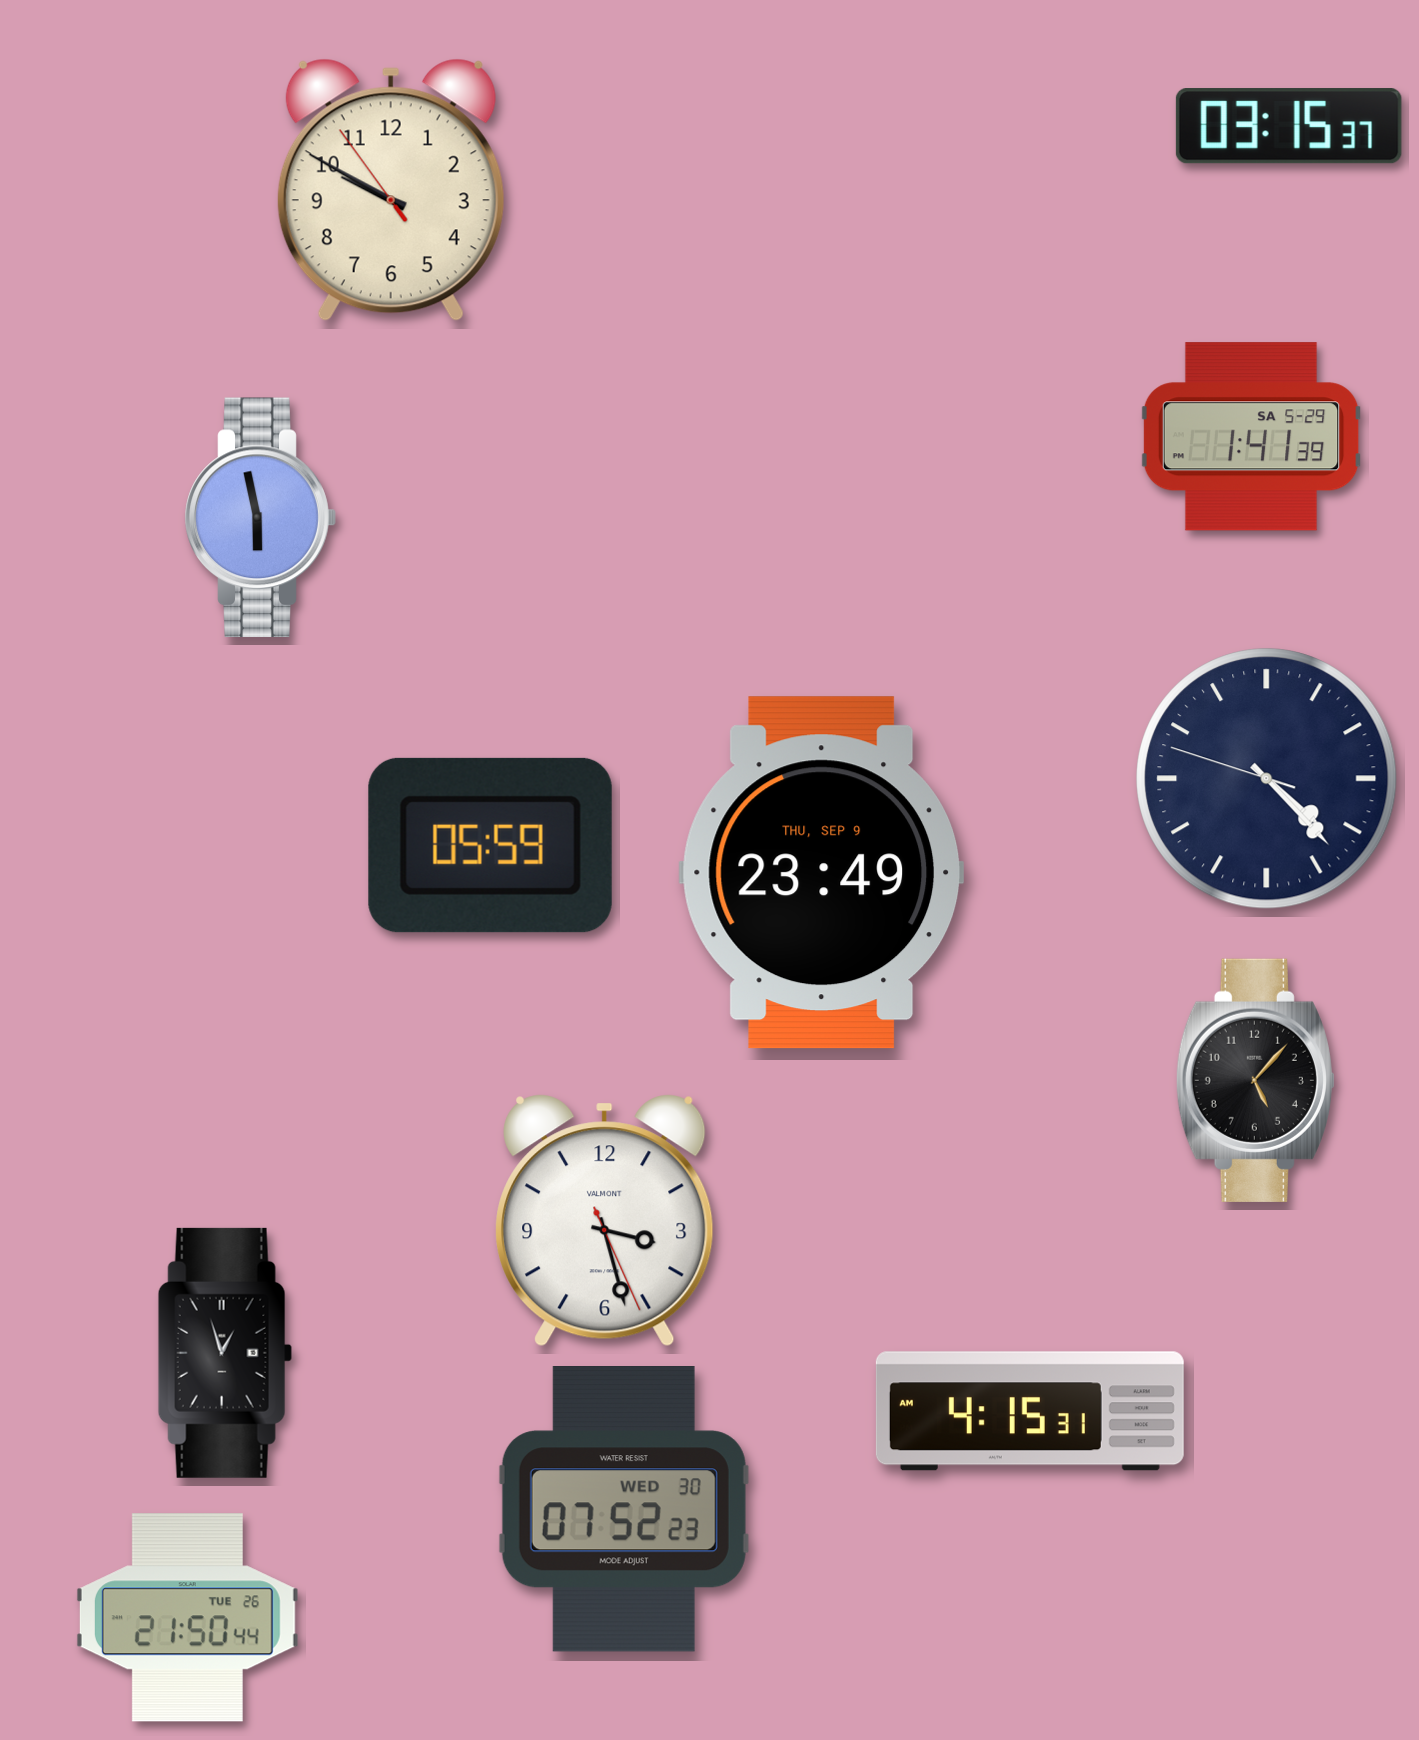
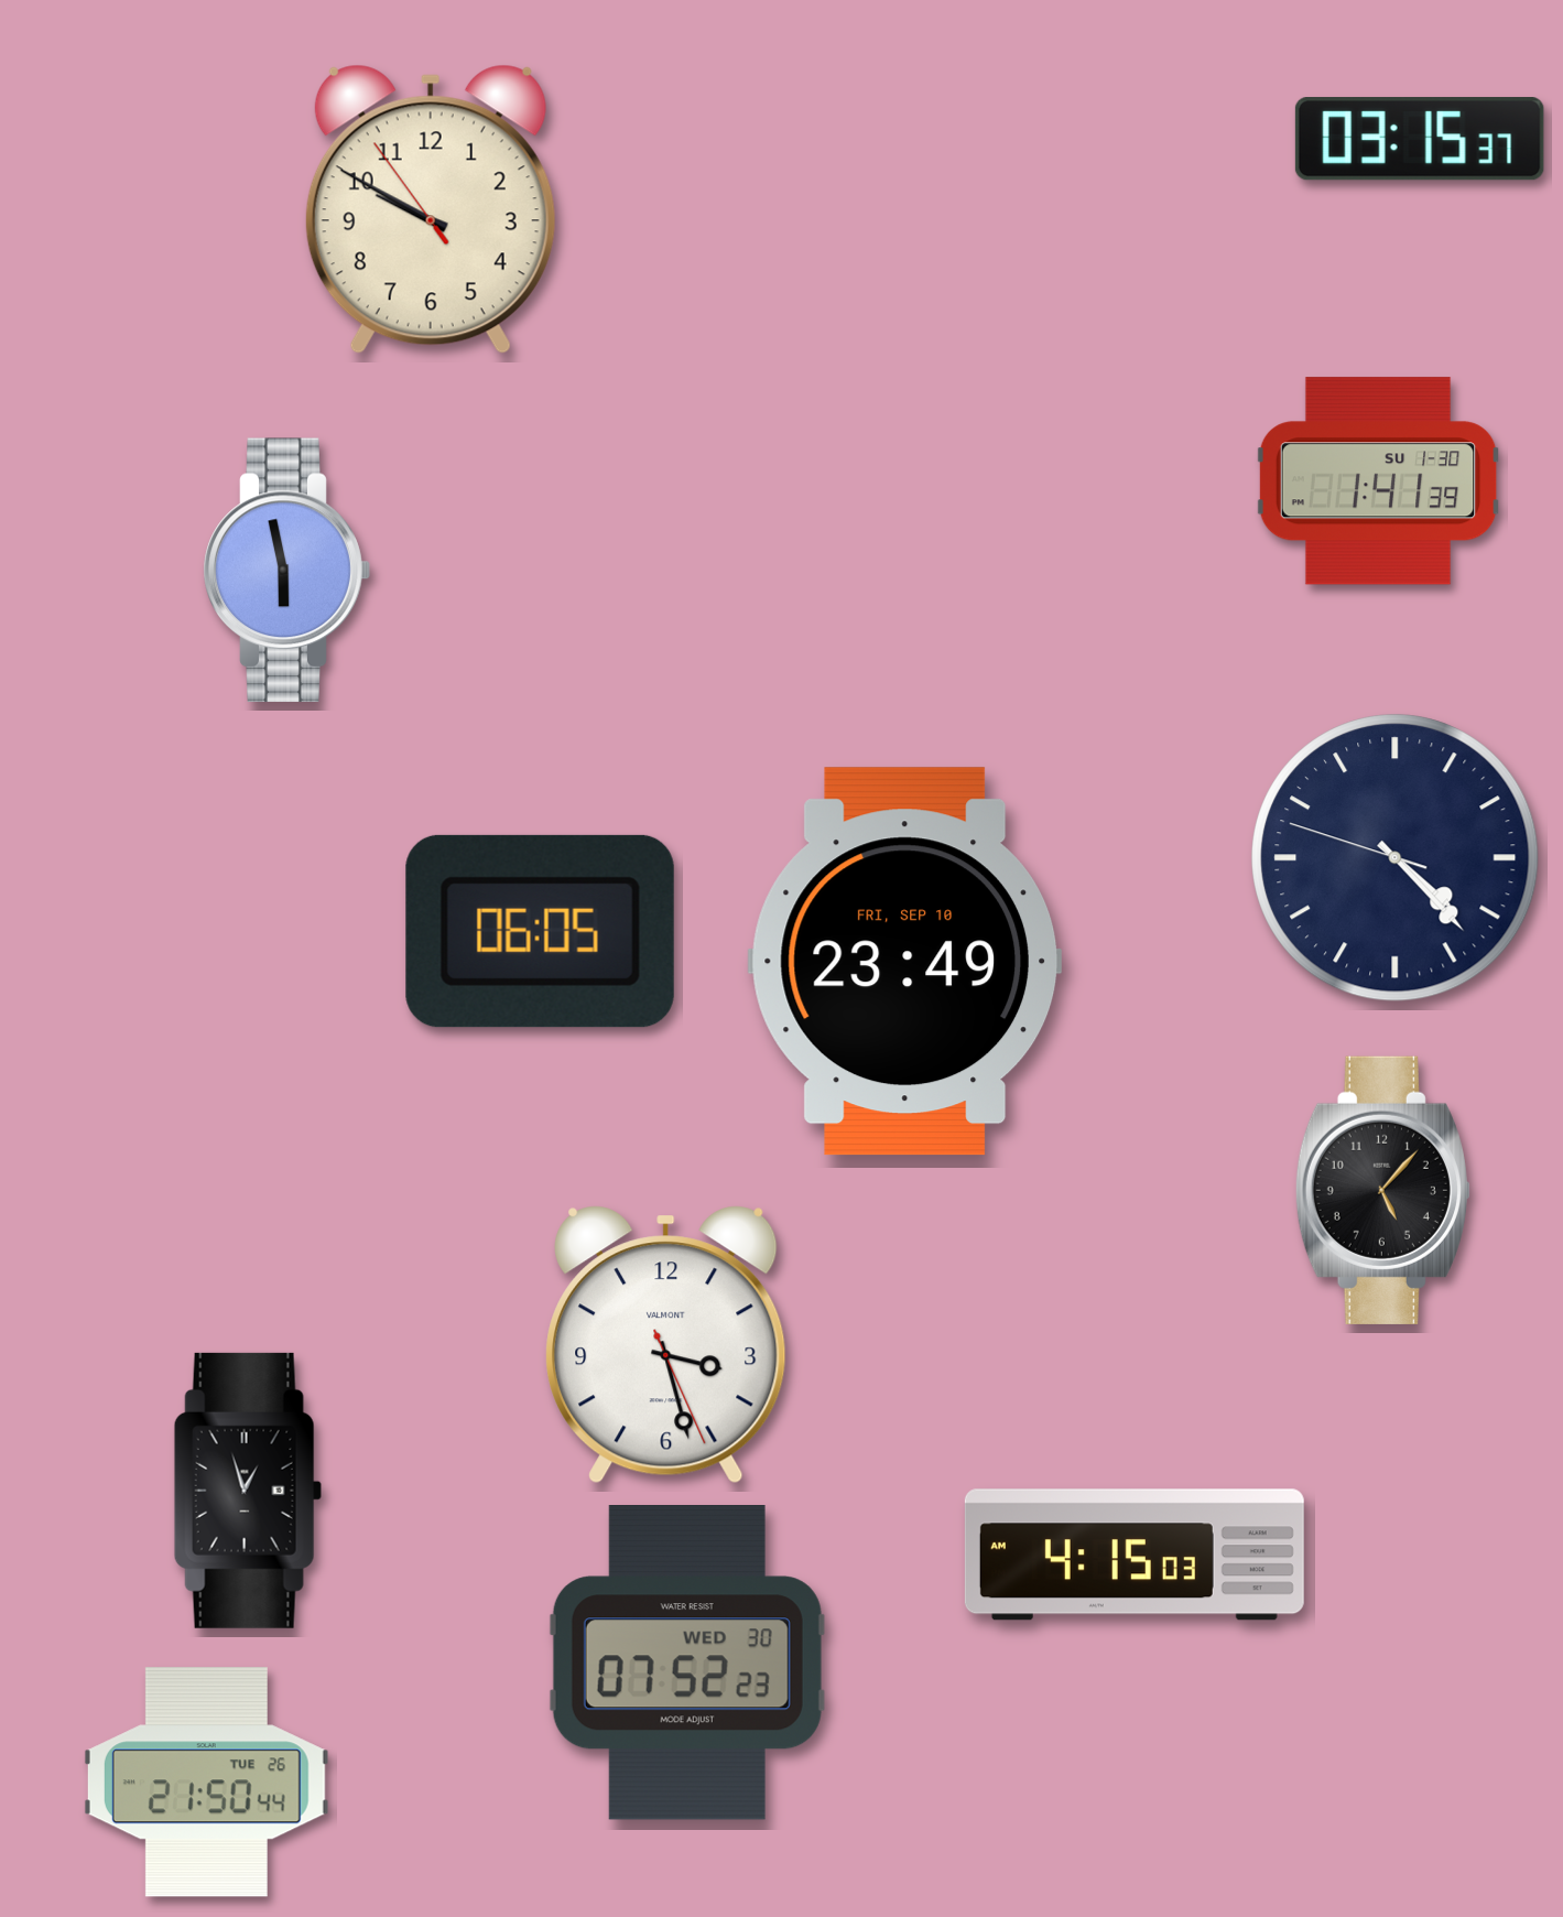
clock at (1252, 437) date: SA 5-29 -> SU 1-30
clock at (490, 845): 05:59 -> 06:05
clock at (822, 873) date: THU, SEP 9 -> FRI, SEP 10
clock at (1030, 1411): 4:15:31 -> 4:15:03
